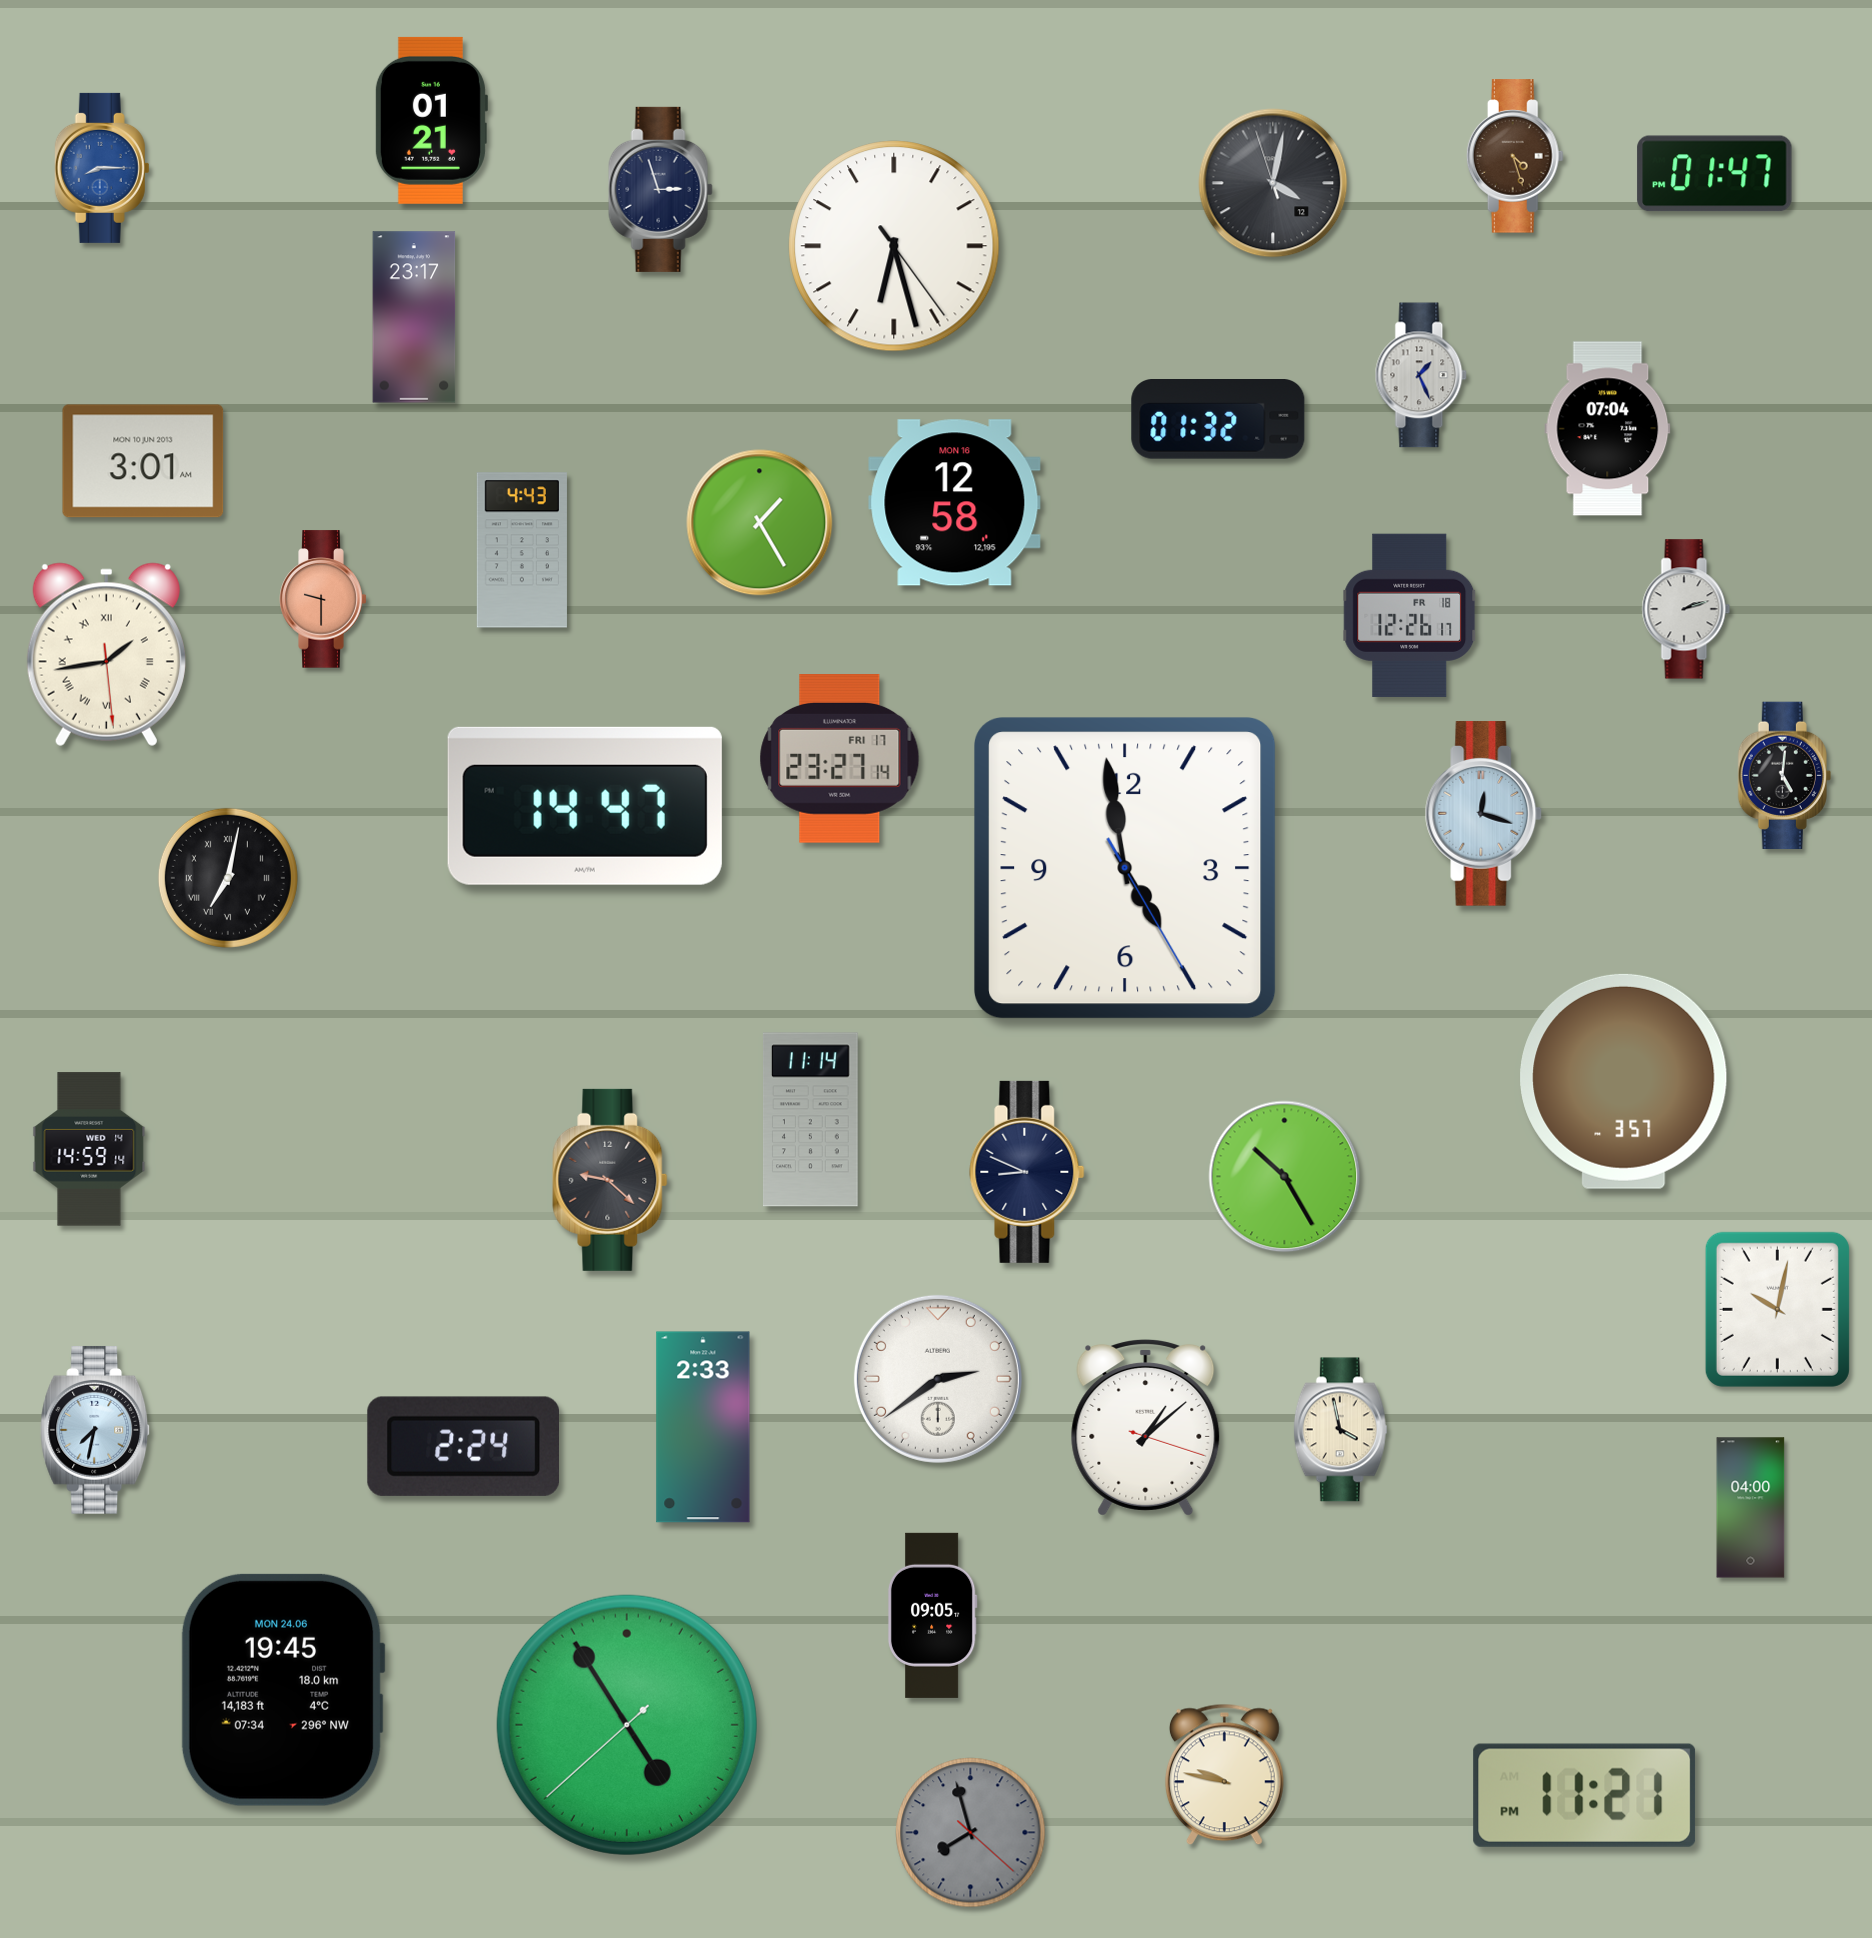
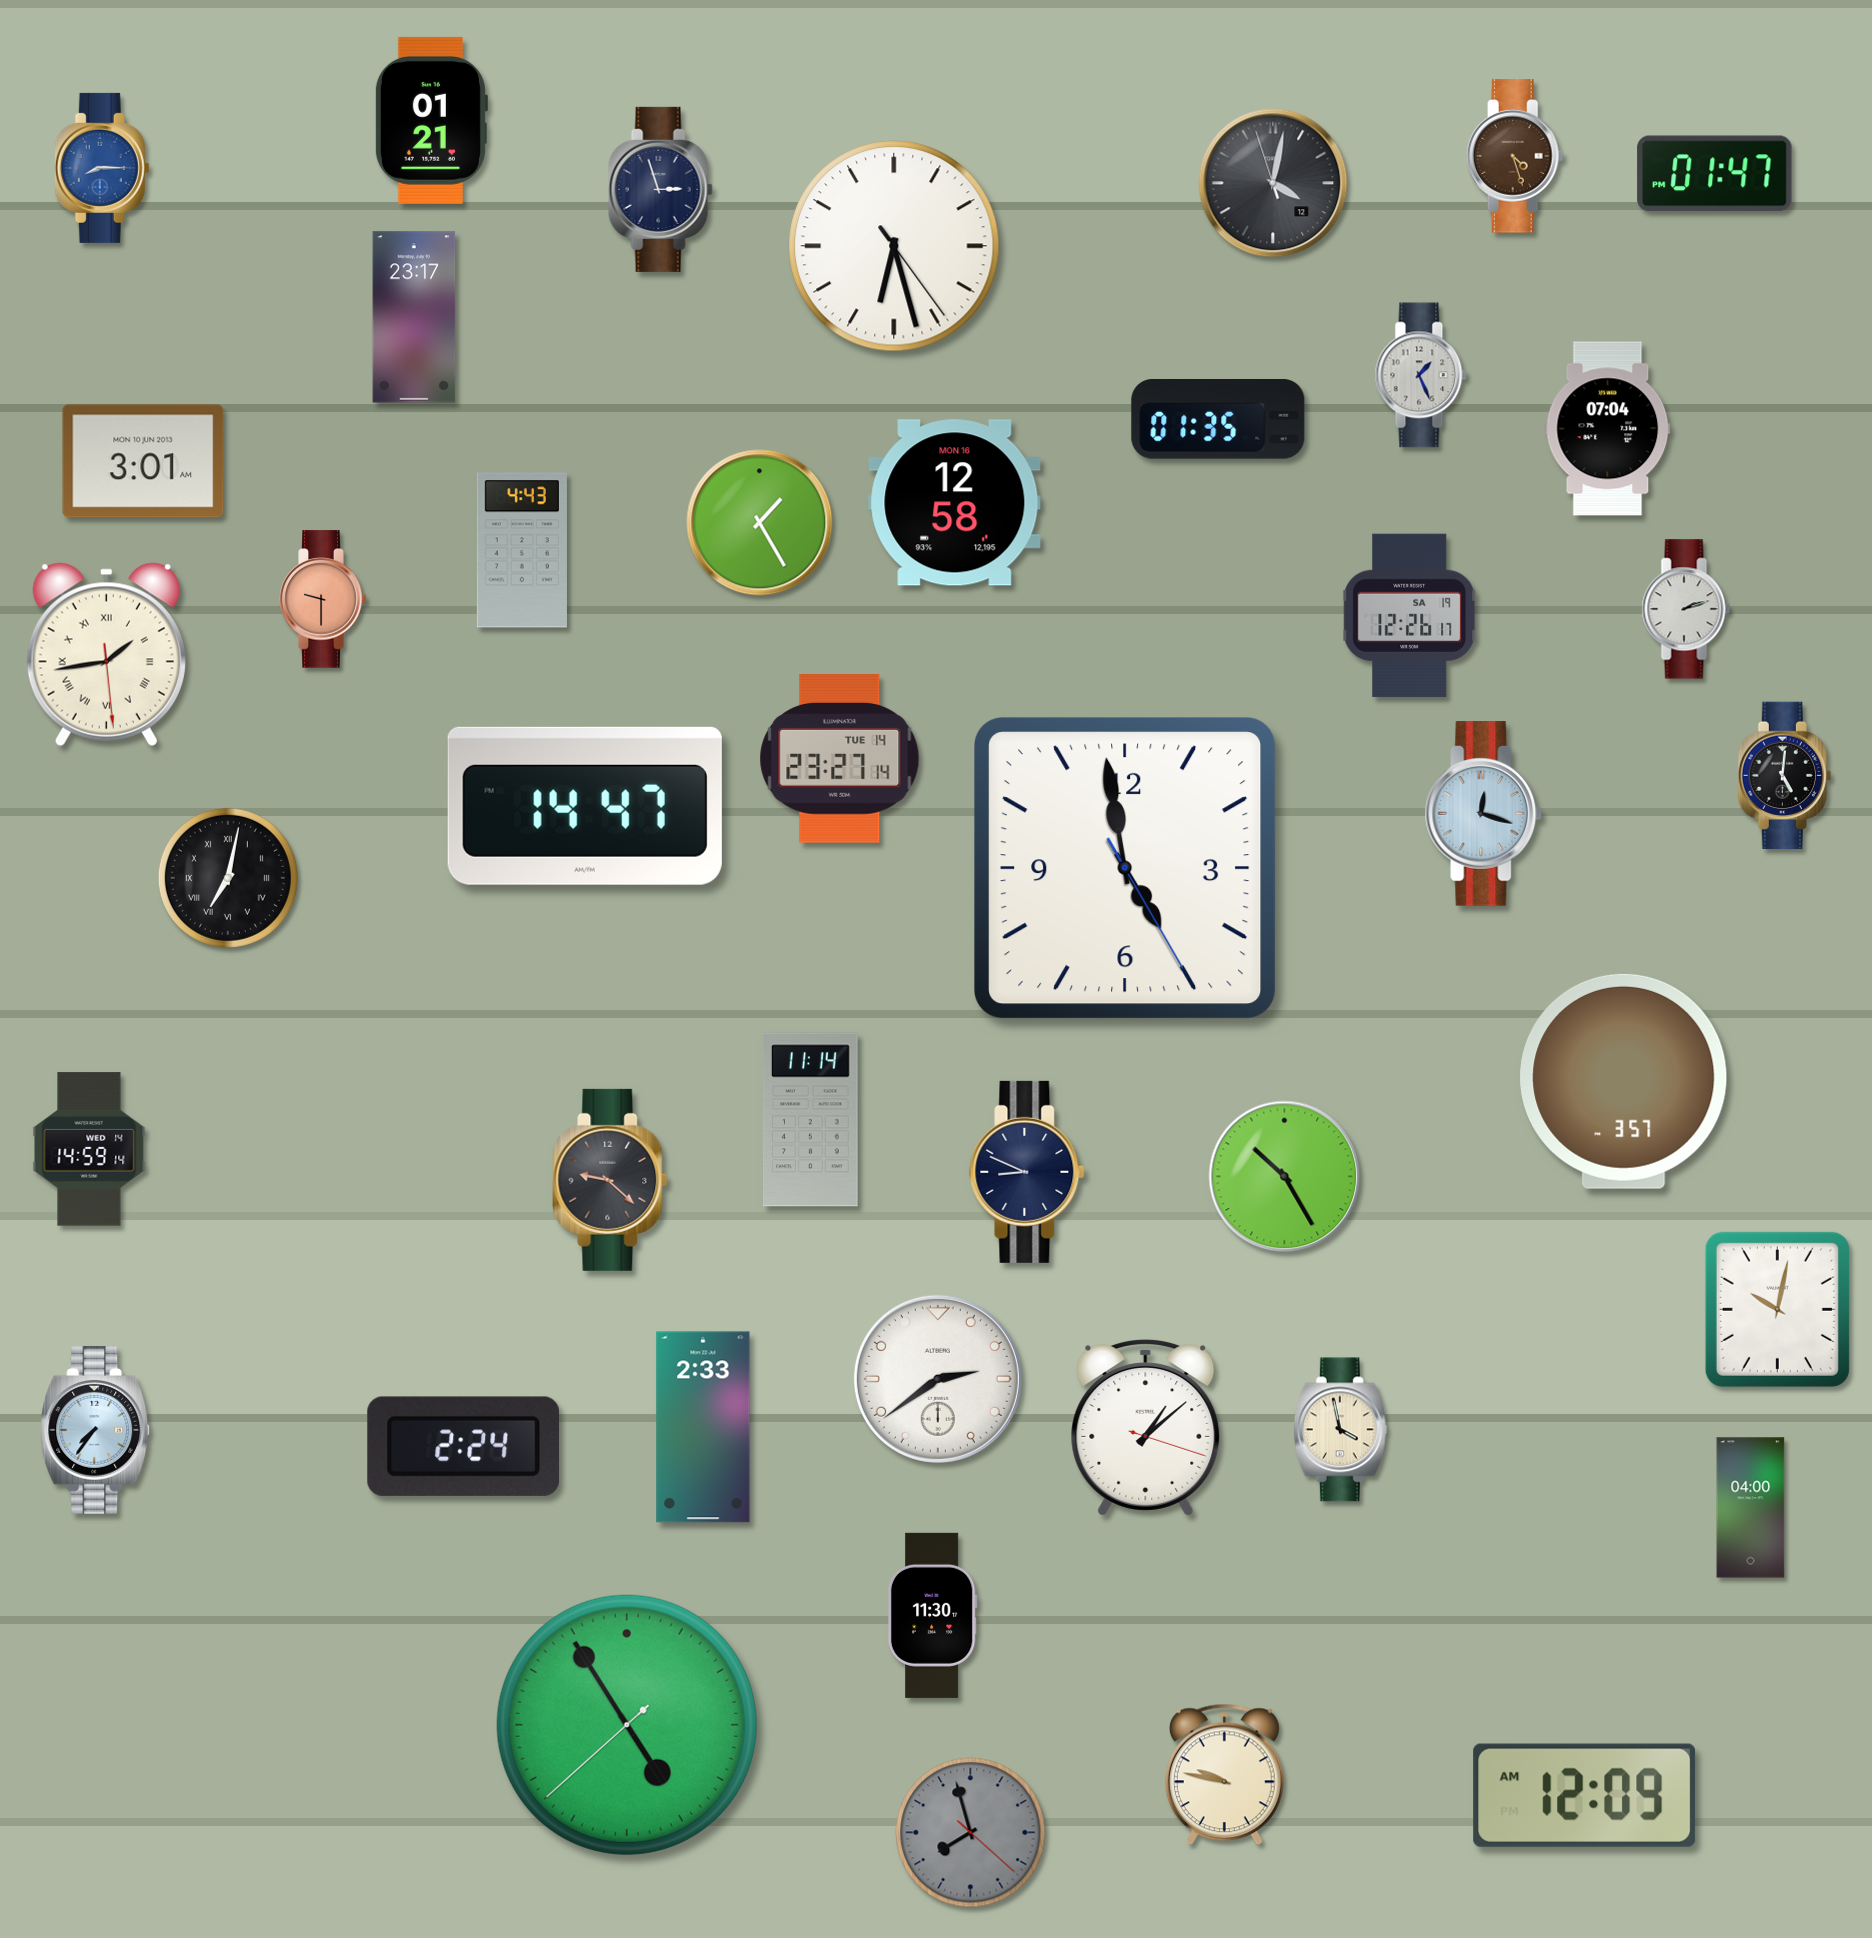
clock at (1218, 420): 01:32 -> 01:35
clock at (1410, 615) date: FR 18 -> SA 19
clock at (840, 759) date: FRI 17 -> TUE 14
clock at (96, 1430): 7:32 -> 7:36
clock at (932, 1615): 09:05 -> 11:30
clock at (283, 1690): 19:45 -> none
clock at (1585, 1795): 11:21 -> 12:09
